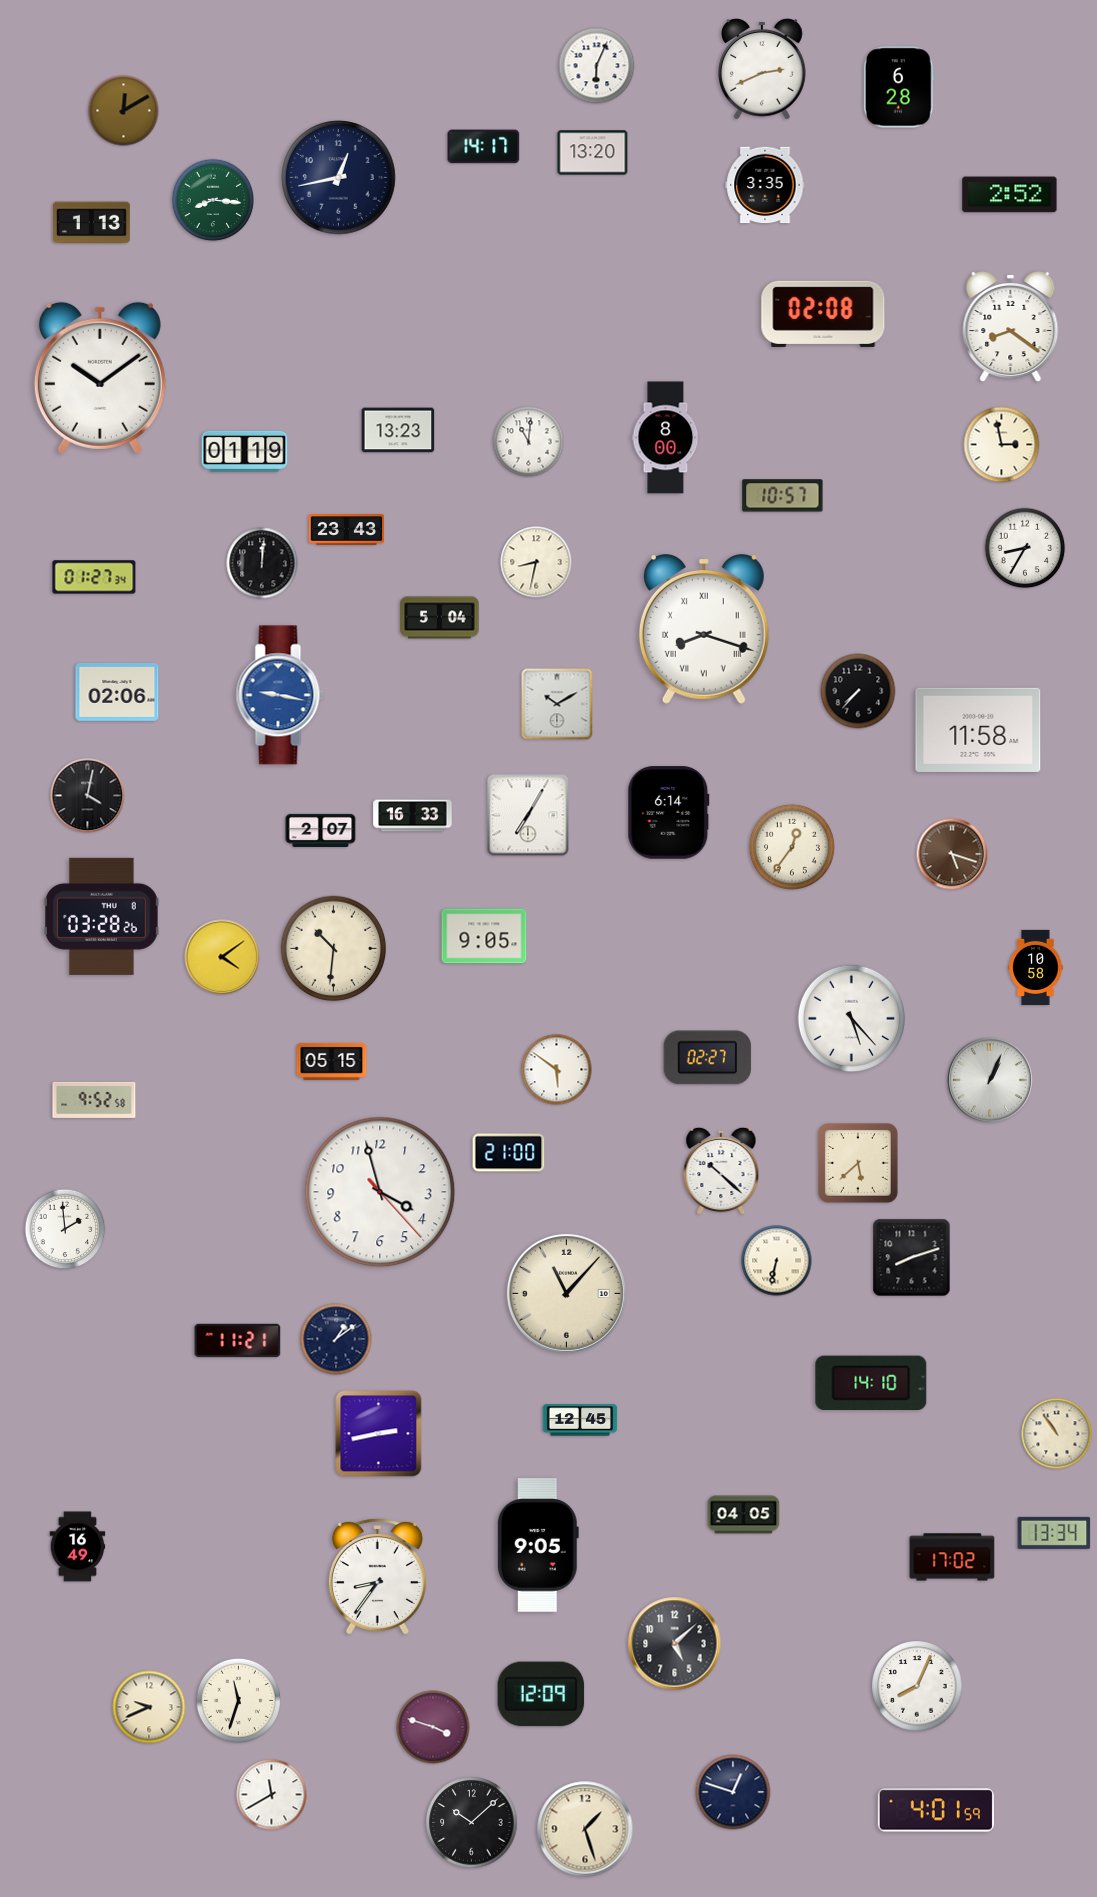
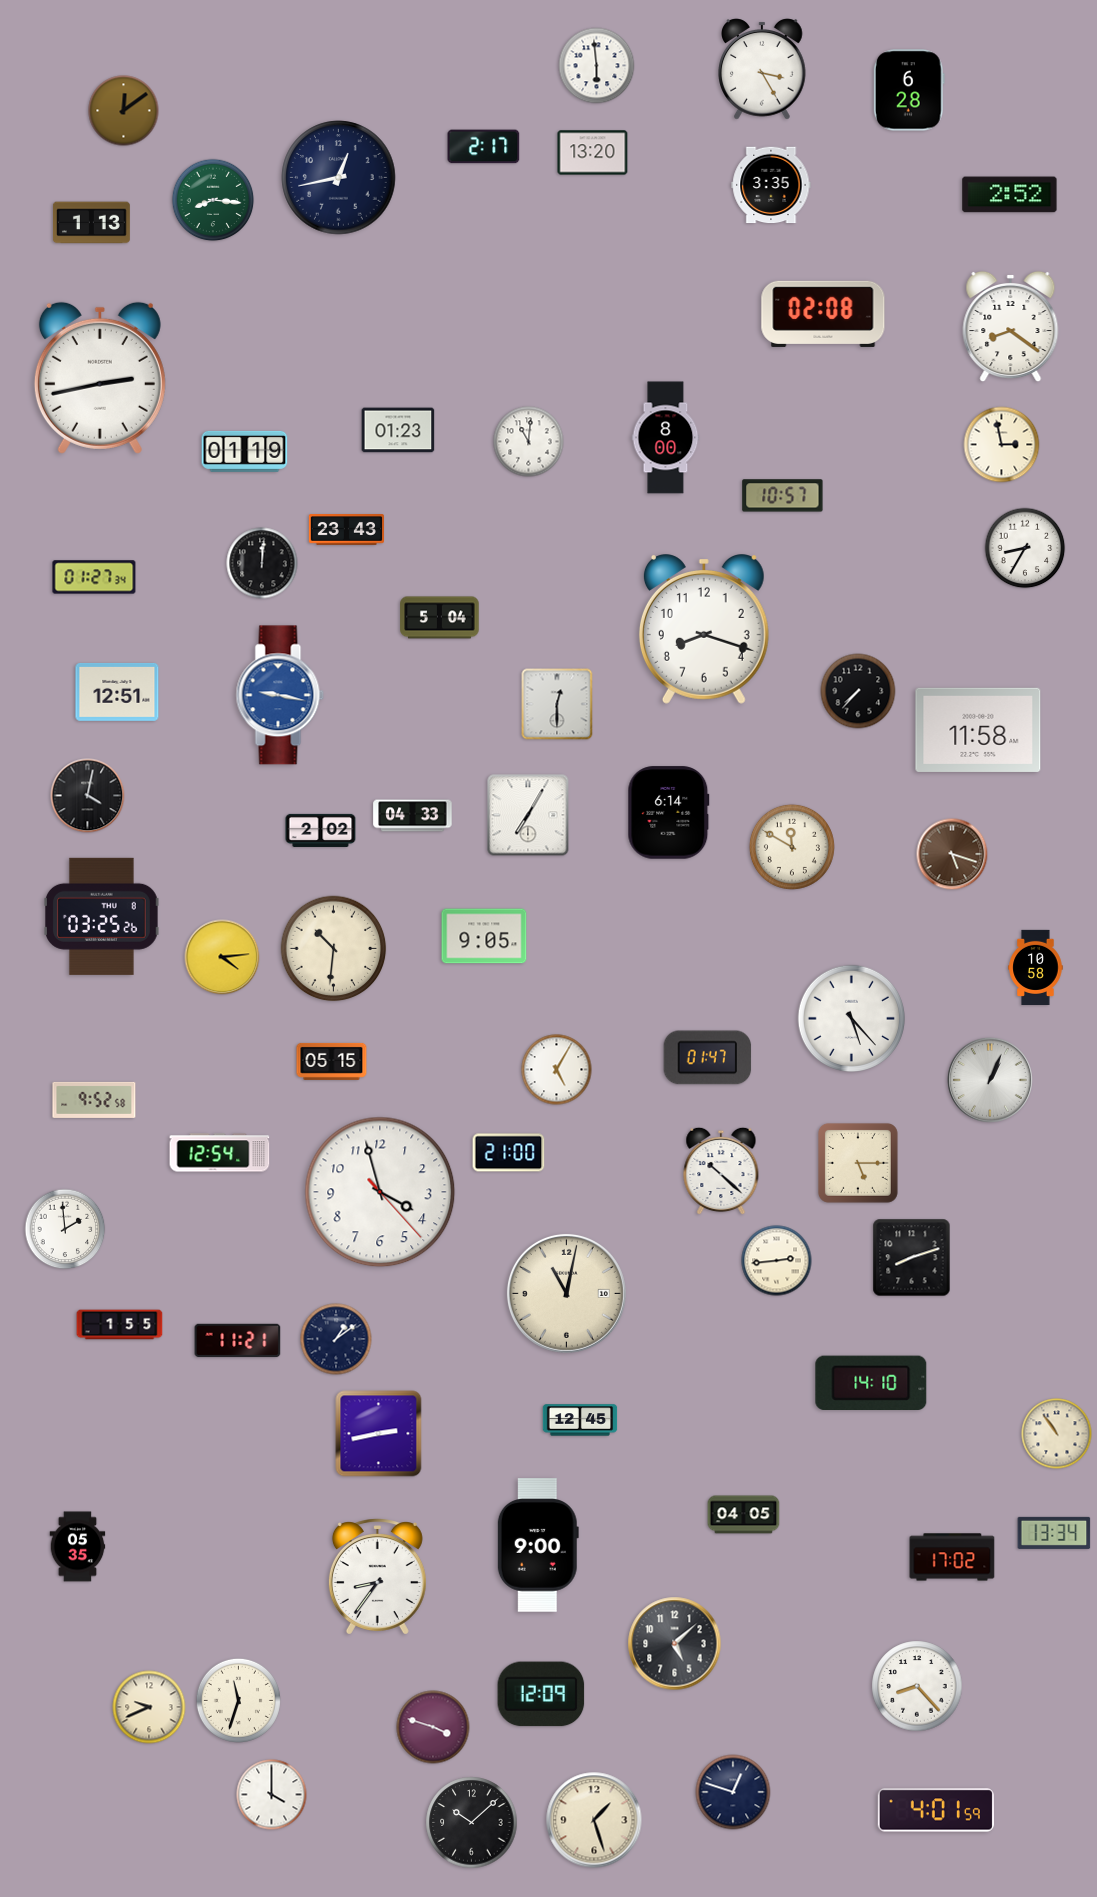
clock at (597, 66): 6:04 -> 5:59
clock at (762, 69): 2:41 -> 3:25
clock at (899, 87) position: (899, 87) -> (909, 90)
clock at (124, 111): 12:10 -> 12:09
clock at (484, 147): 14:17 -> 2:17
clock at (765, 185) position: (765, 185) -> (771, 185)
clock at (100, 378): 10:09 -> 2:43
clock at (398, 430): 13:23 -> 01:23
clock at (536, 562): 8:32 -> none
clock at (704, 629) numerals: Roman -> Arabic
clock at (117, 692): 02:06 -> 12:51
clock at (557, 704): 10:10 -> 12:30
clock at (413, 816): 16:33 -> 04:33
clock at (321, 830): 2:07 -> 2:02
clock at (792, 847): 12:36 -> 11:50
clock at (101, 916): 03:28 -> 03:25
clock at (222, 957): 4:09 -> 4:14
clock at (708, 1058): 02:27 -> 01:47
clock at (557, 1070): 5:51 -> 5:05
clock at (220, 1153): none -> 12:54
clock at (858, 1163): 5:38 -> 5:15
clock at (777, 1261): 6:32 -> 2:44
clock at (566, 1293): 11:07 -> 11:02
clock at (120, 1325): none -> 1:55
clock at (538, 1545): 9:05 -> 9:00
clock at (78, 1547): 16:49 -> 05:35
clock at (917, 1686): 8:04 -> 8:23
clock at (272, 1795): 11:40 -> 4:00
clock at (585, 1829) position: (585, 1829) -> (594, 1820)
